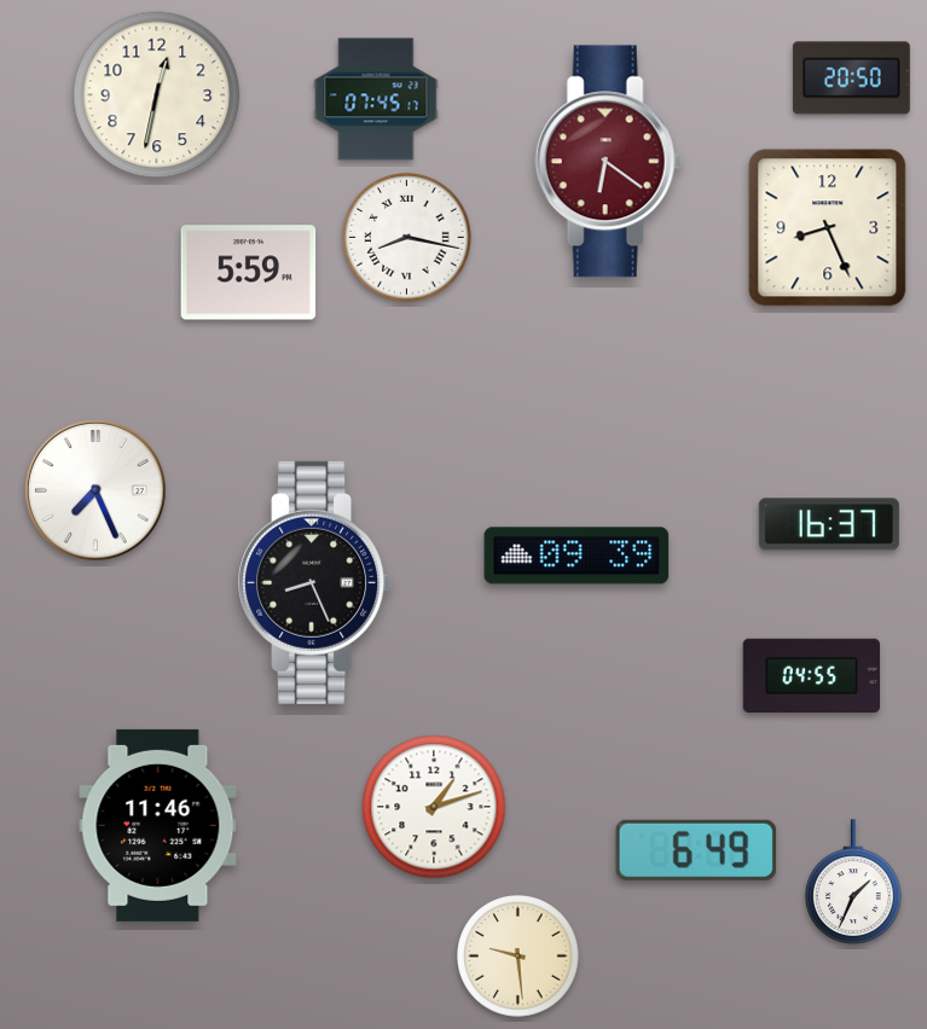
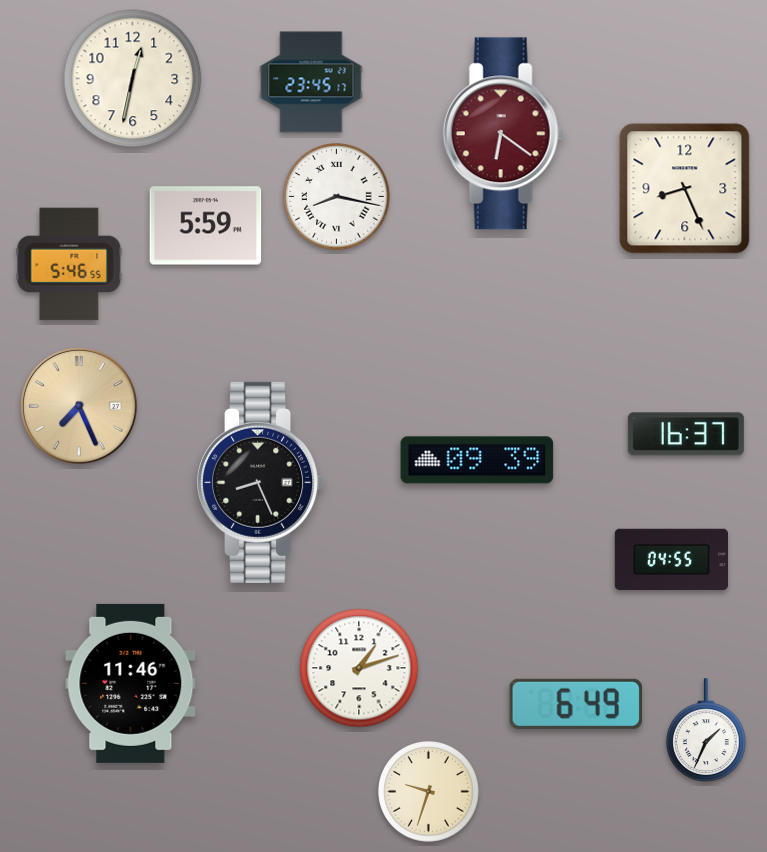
clock at (851, 79): 20:50 -> none
clock at (157, 95) position: (157, 95) -> (133, 79)
clock at (376, 99): 07:45 -> 23:45
clock at (69, 264): none -> 5:46
clock at (95, 490) dial: white -> champagne
clock at (518, 957): 9:29 -> 9:33
